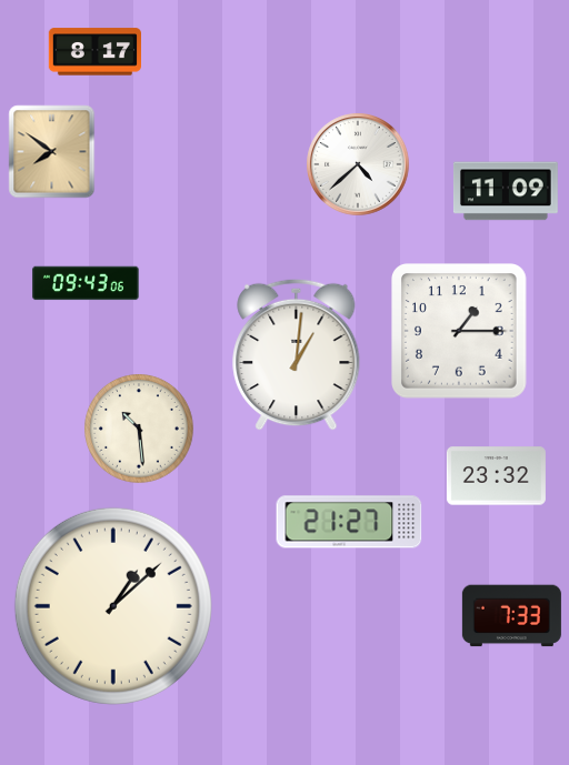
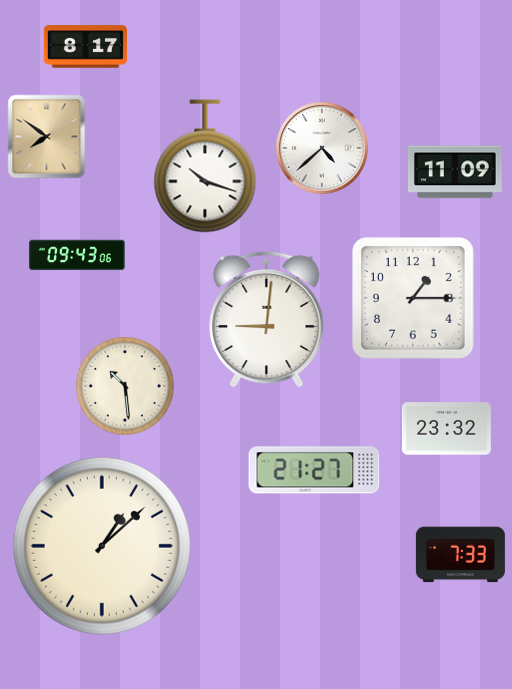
clock at (205, 166): none -> 10:18
clock at (297, 354): 1:01 -> 9:01
